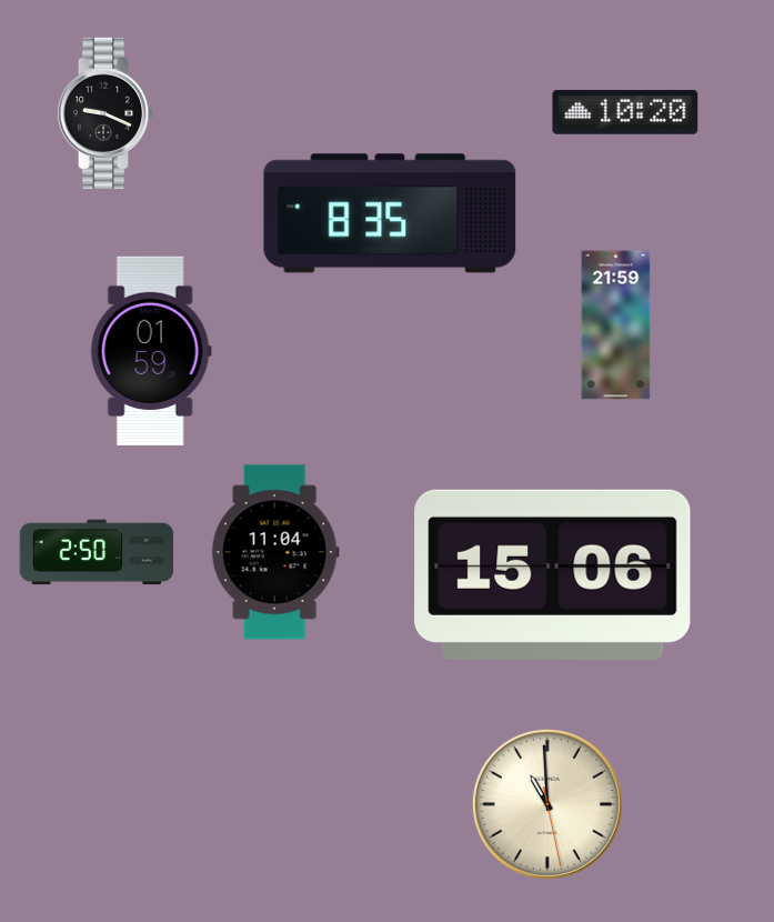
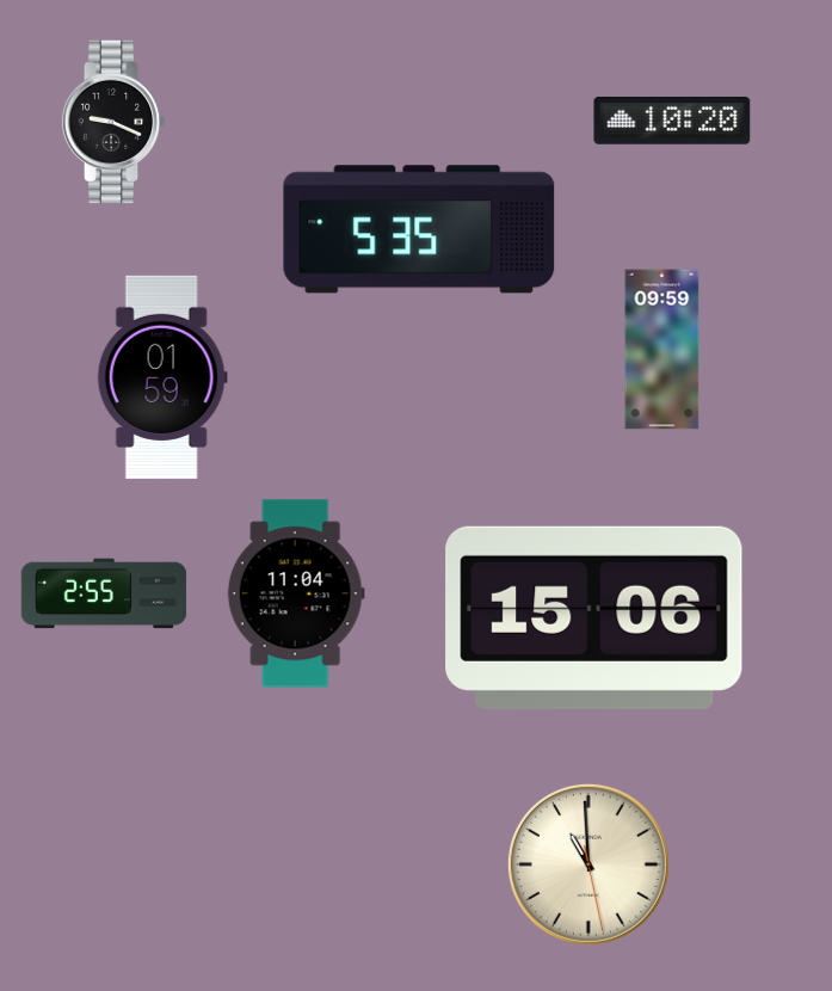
clock at (390, 213): 8:35 -> 5:35
clock at (616, 325): 21:59 -> 09:59
clock at (97, 552): 2:50 -> 2:55
